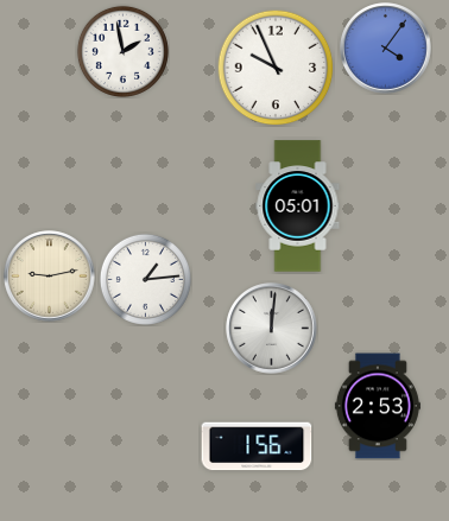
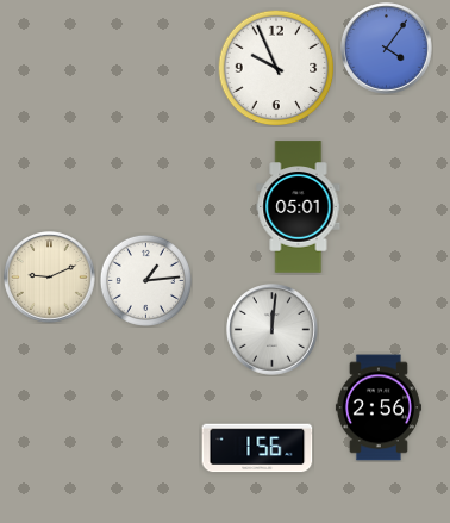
clock at (122, 51): 1:58 -> none
clock at (50, 277): 9:13 -> 9:11
clock at (378, 406): 2:53 -> 2:56
